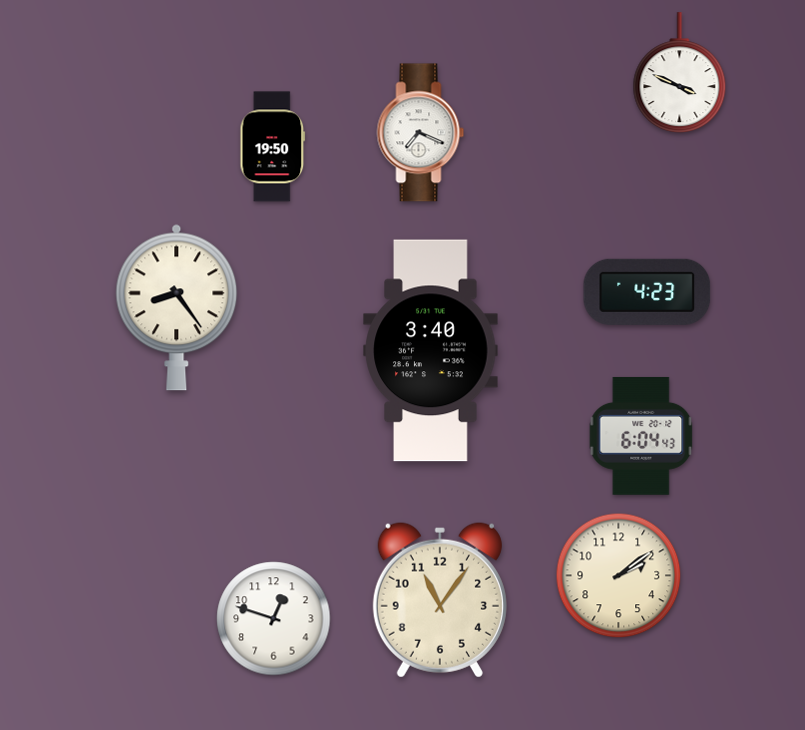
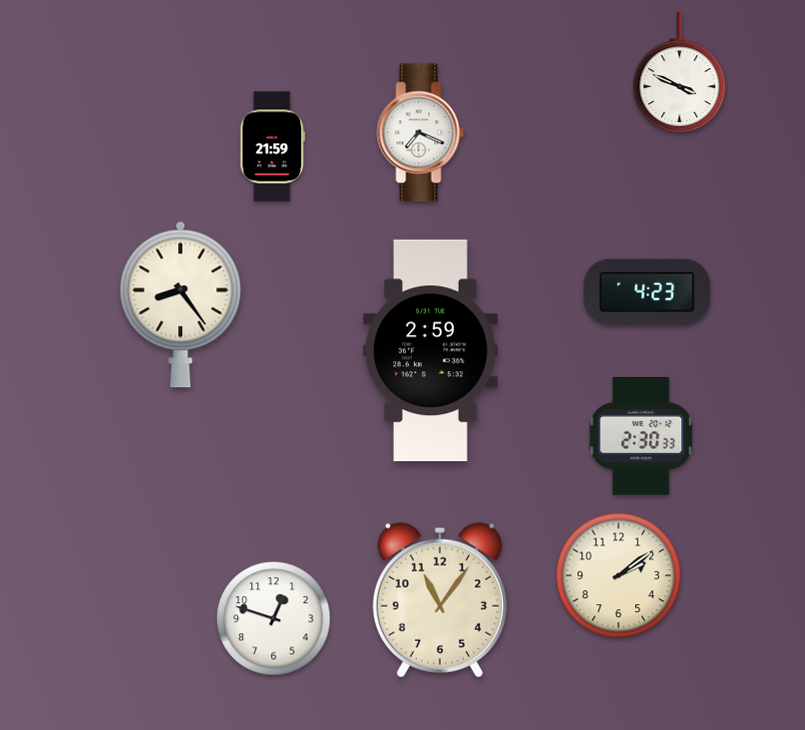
clock at (273, 147): 19:50 -> 21:59
clock at (177, 307) position: (177, 307) -> (181, 304)
clock at (431, 351): 3:40 -> 2:59
clock at (641, 436): 6:04 -> 2:30
